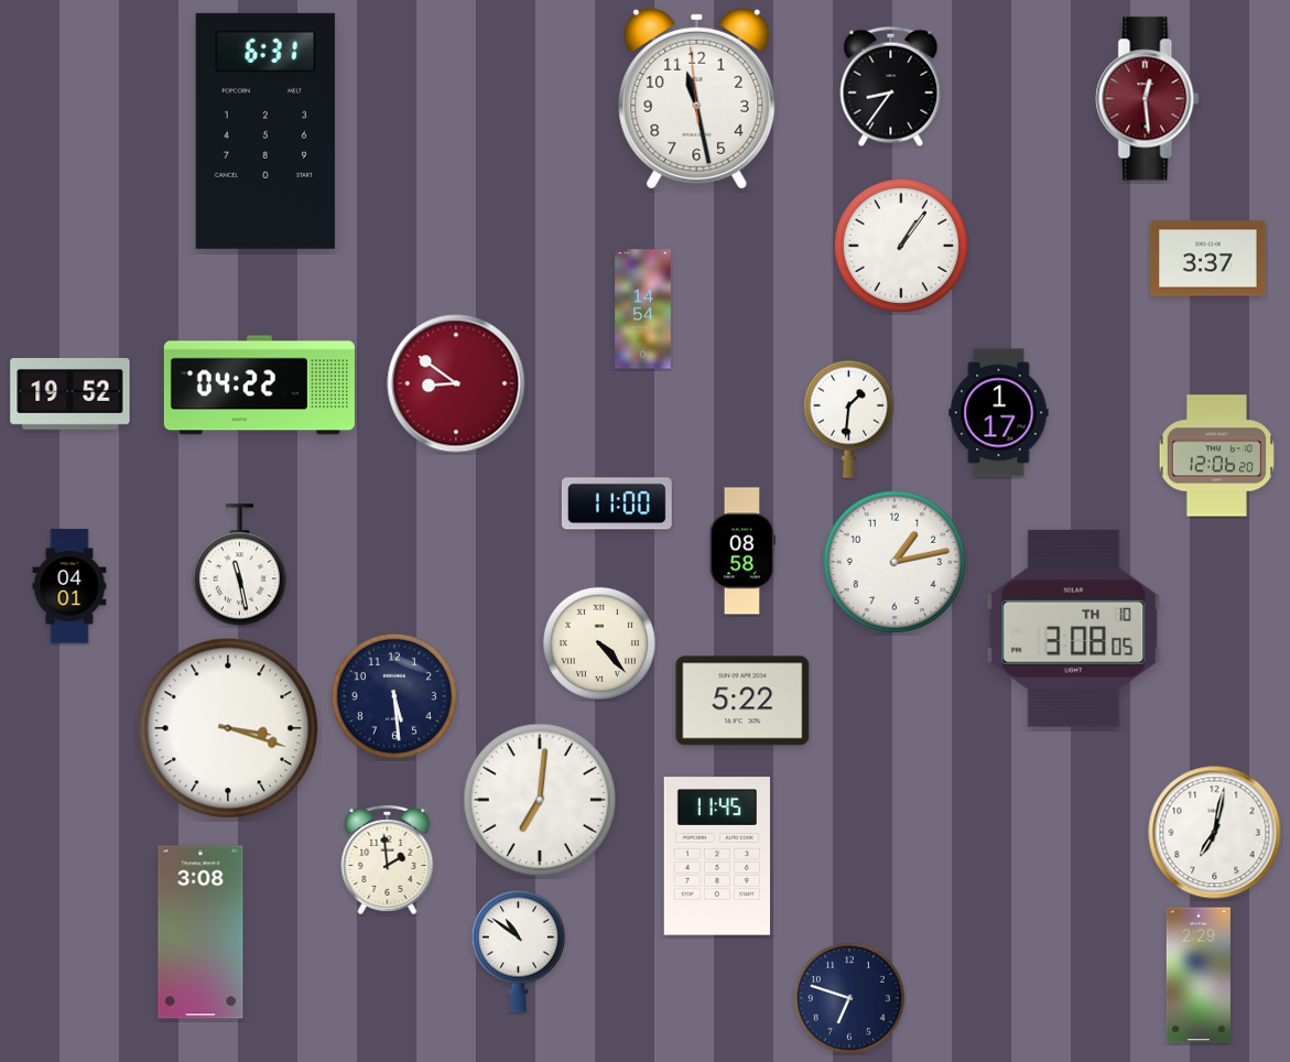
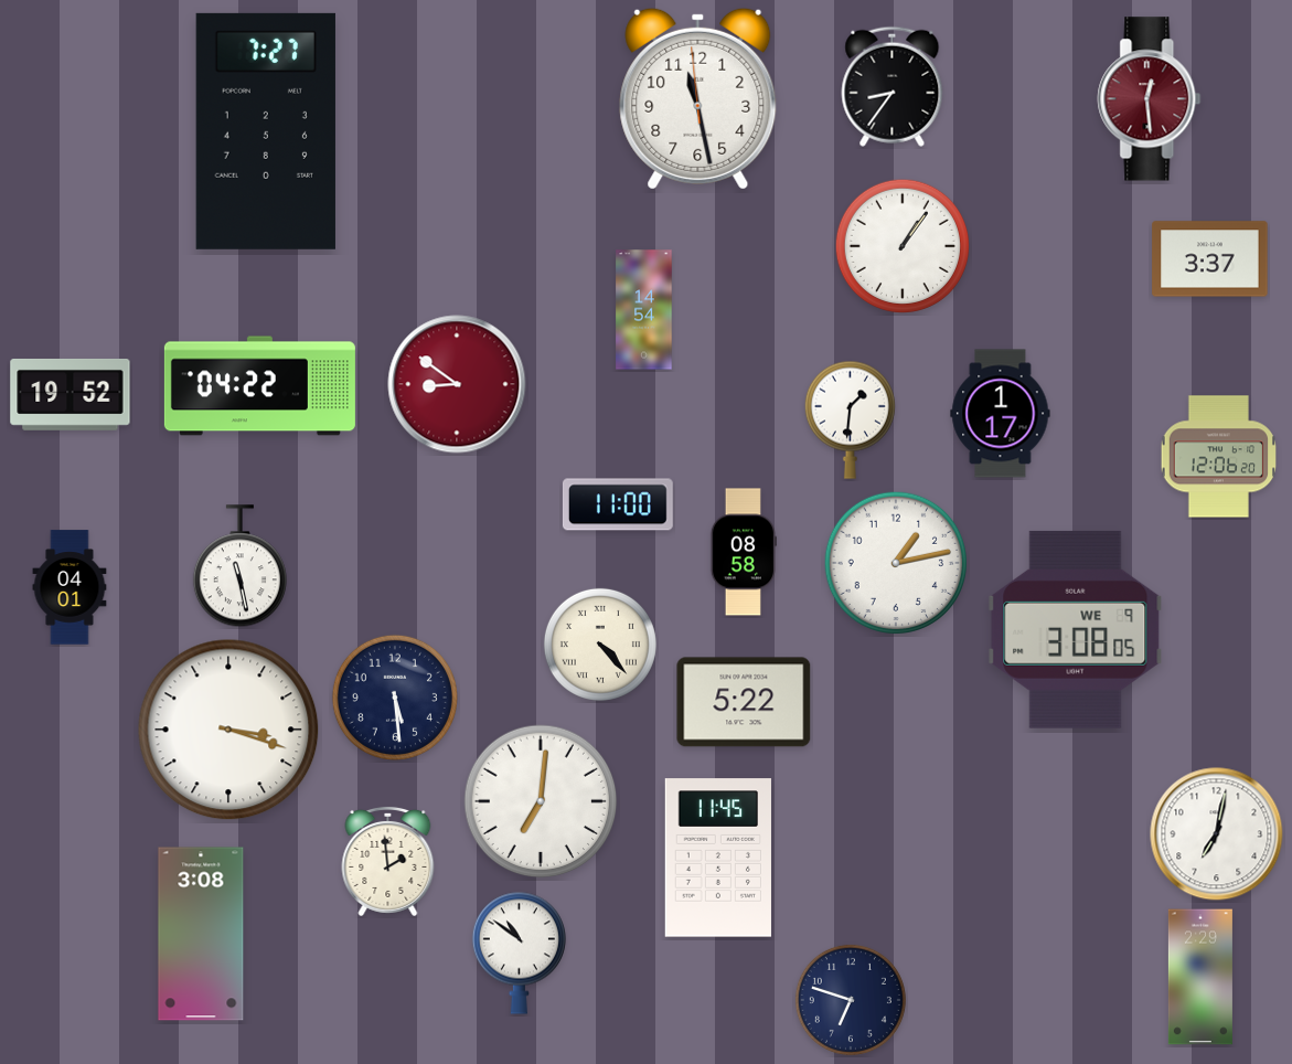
clock at (265, 131): 6:31 -> 7:27
clock at (1074, 628) date: TH 10 -> WE 9
